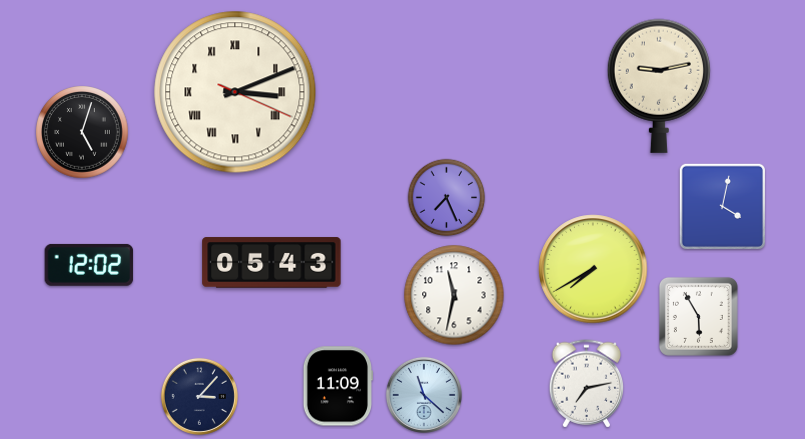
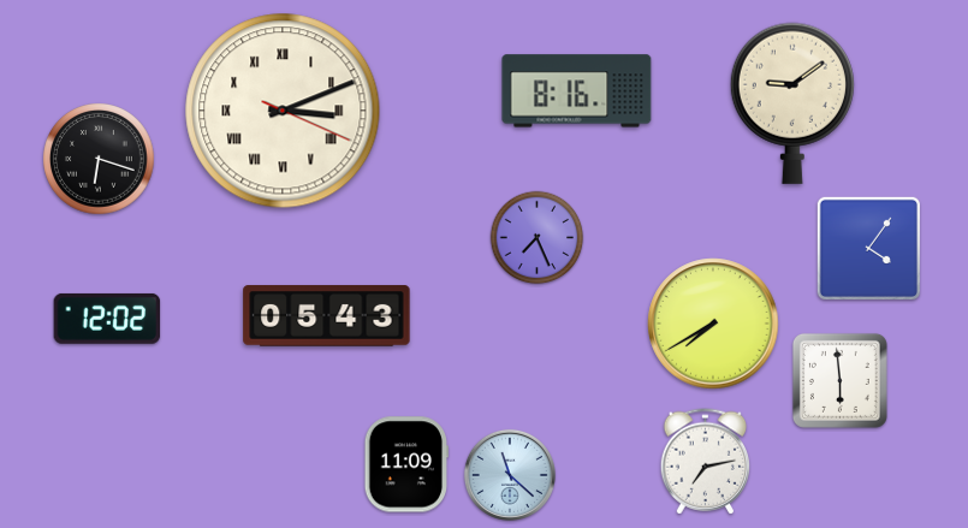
clock at (577, 91): none -> 8:16
clock at (659, 86): 9:13 -> 9:09
clock at (82, 132): 5:03 -> 6:18
clock at (722, 206): 4:02 -> 4:06
clock at (454, 295): 11:32 -> none
clock at (698, 316): 5:55 -> 5:59
clock at (199, 396): 3:07 -> none
